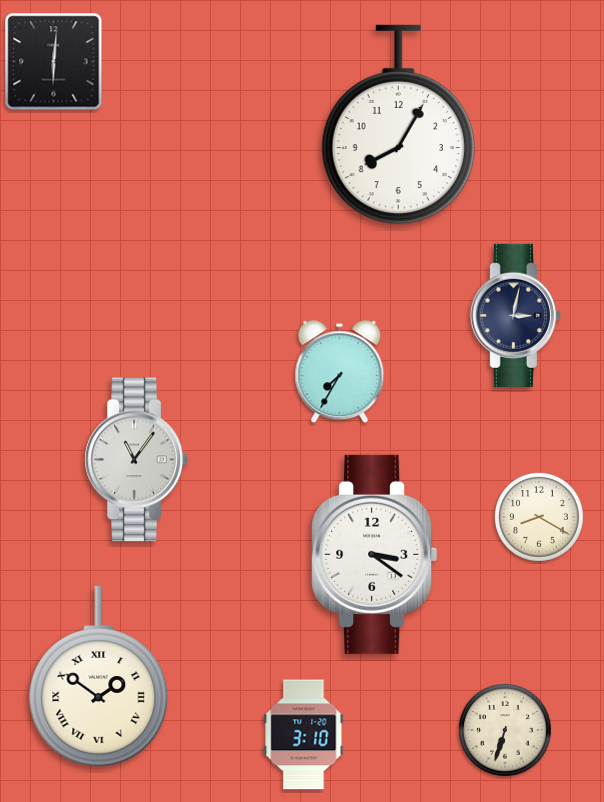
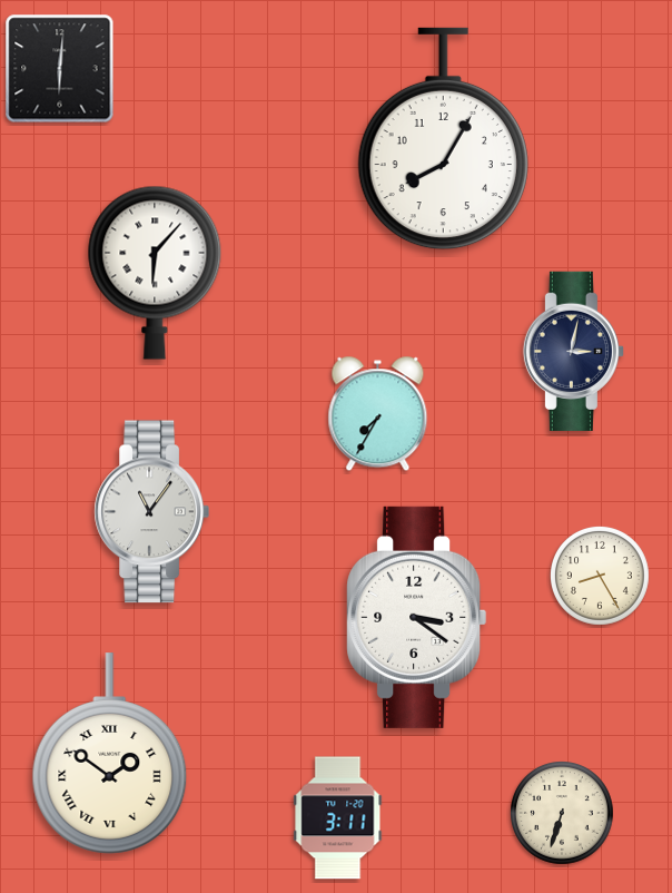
clock at (155, 273): none -> 6:07
clock at (539, 517): 8:20 -> 8:25
clock at (304, 735): 3:10 -> 3:11
